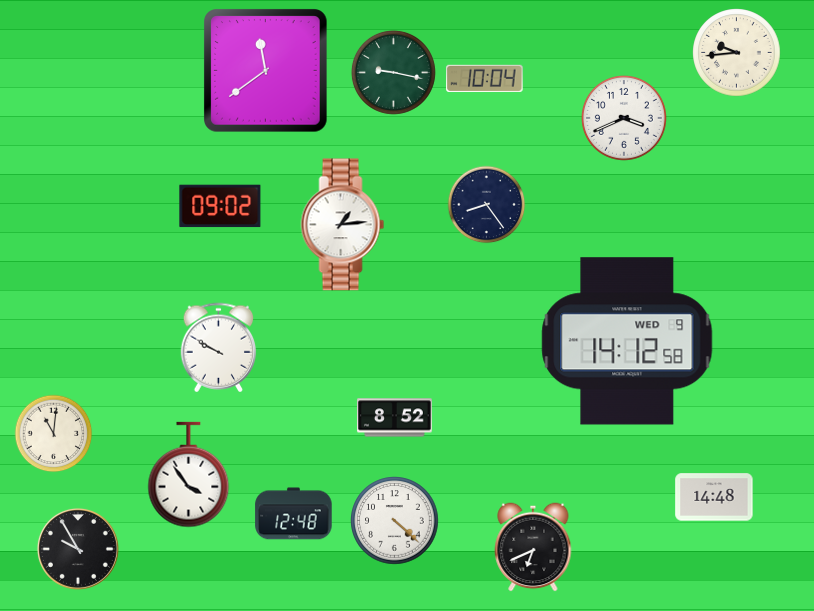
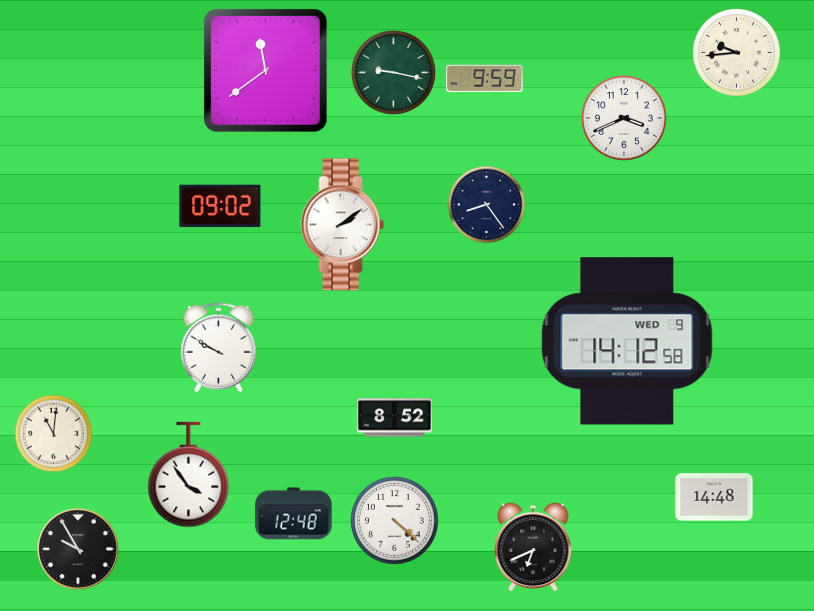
clock at (485, 78): 10:04 -> 9:59
clock at (343, 225): 1:14 -> 2:09
